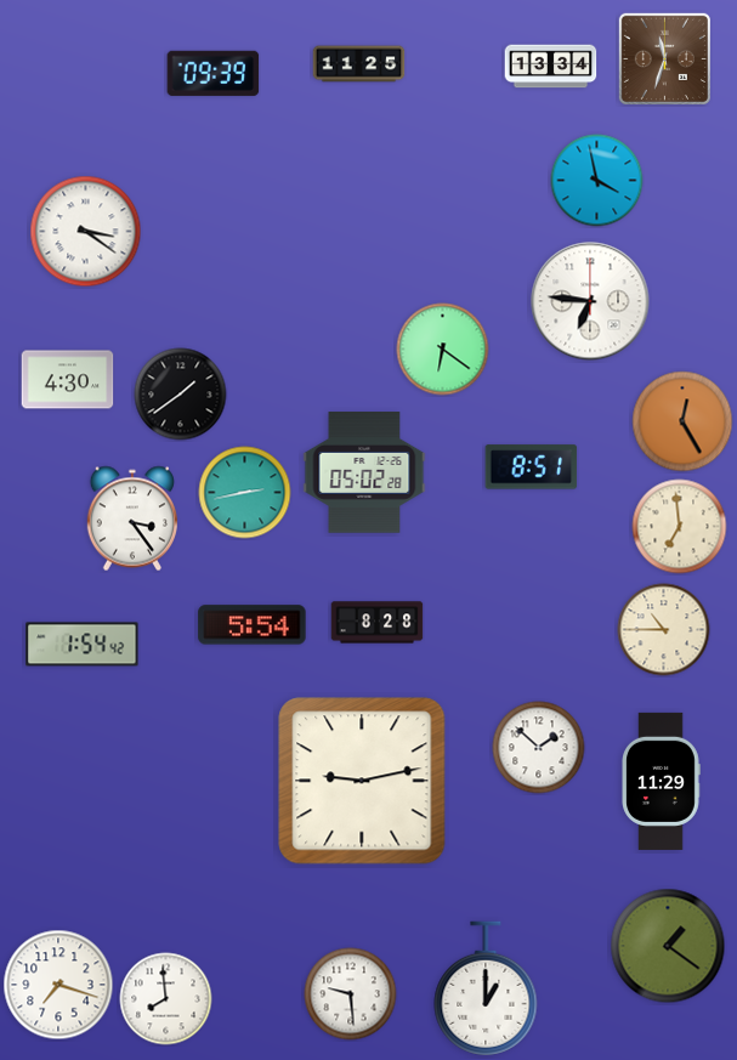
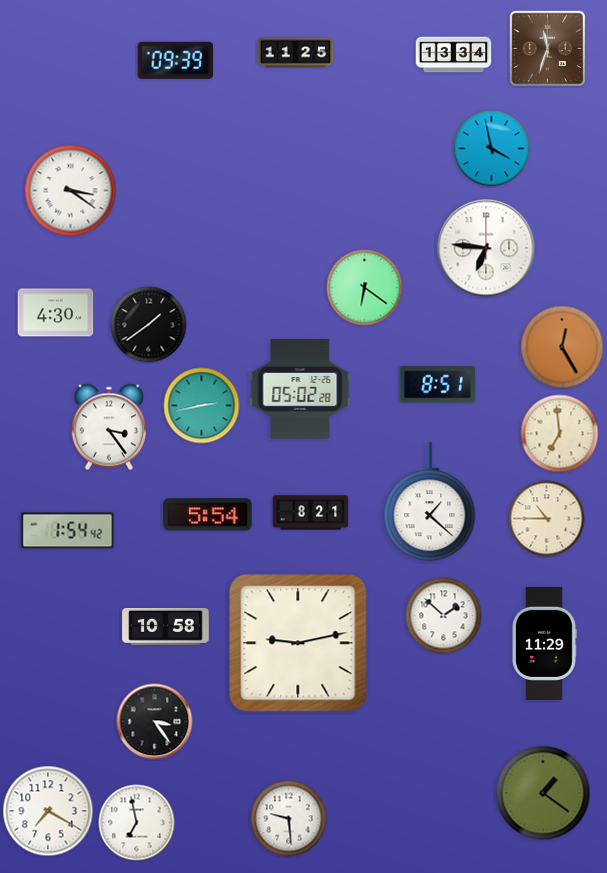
clock at (430, 503): none -> 1:22
clock at (378, 623): 8:28 -> 8:21
clock at (166, 626): none -> 10:58
clock at (155, 722): none -> 3:24
clock at (668, 946) position: (668, 946) -> (543, 793)
clock at (58, 985): 7:18 -> 7:20
clock at (486, 988): 1:00 -> none
clock at (166, 999): 7:59 -> 6:58
